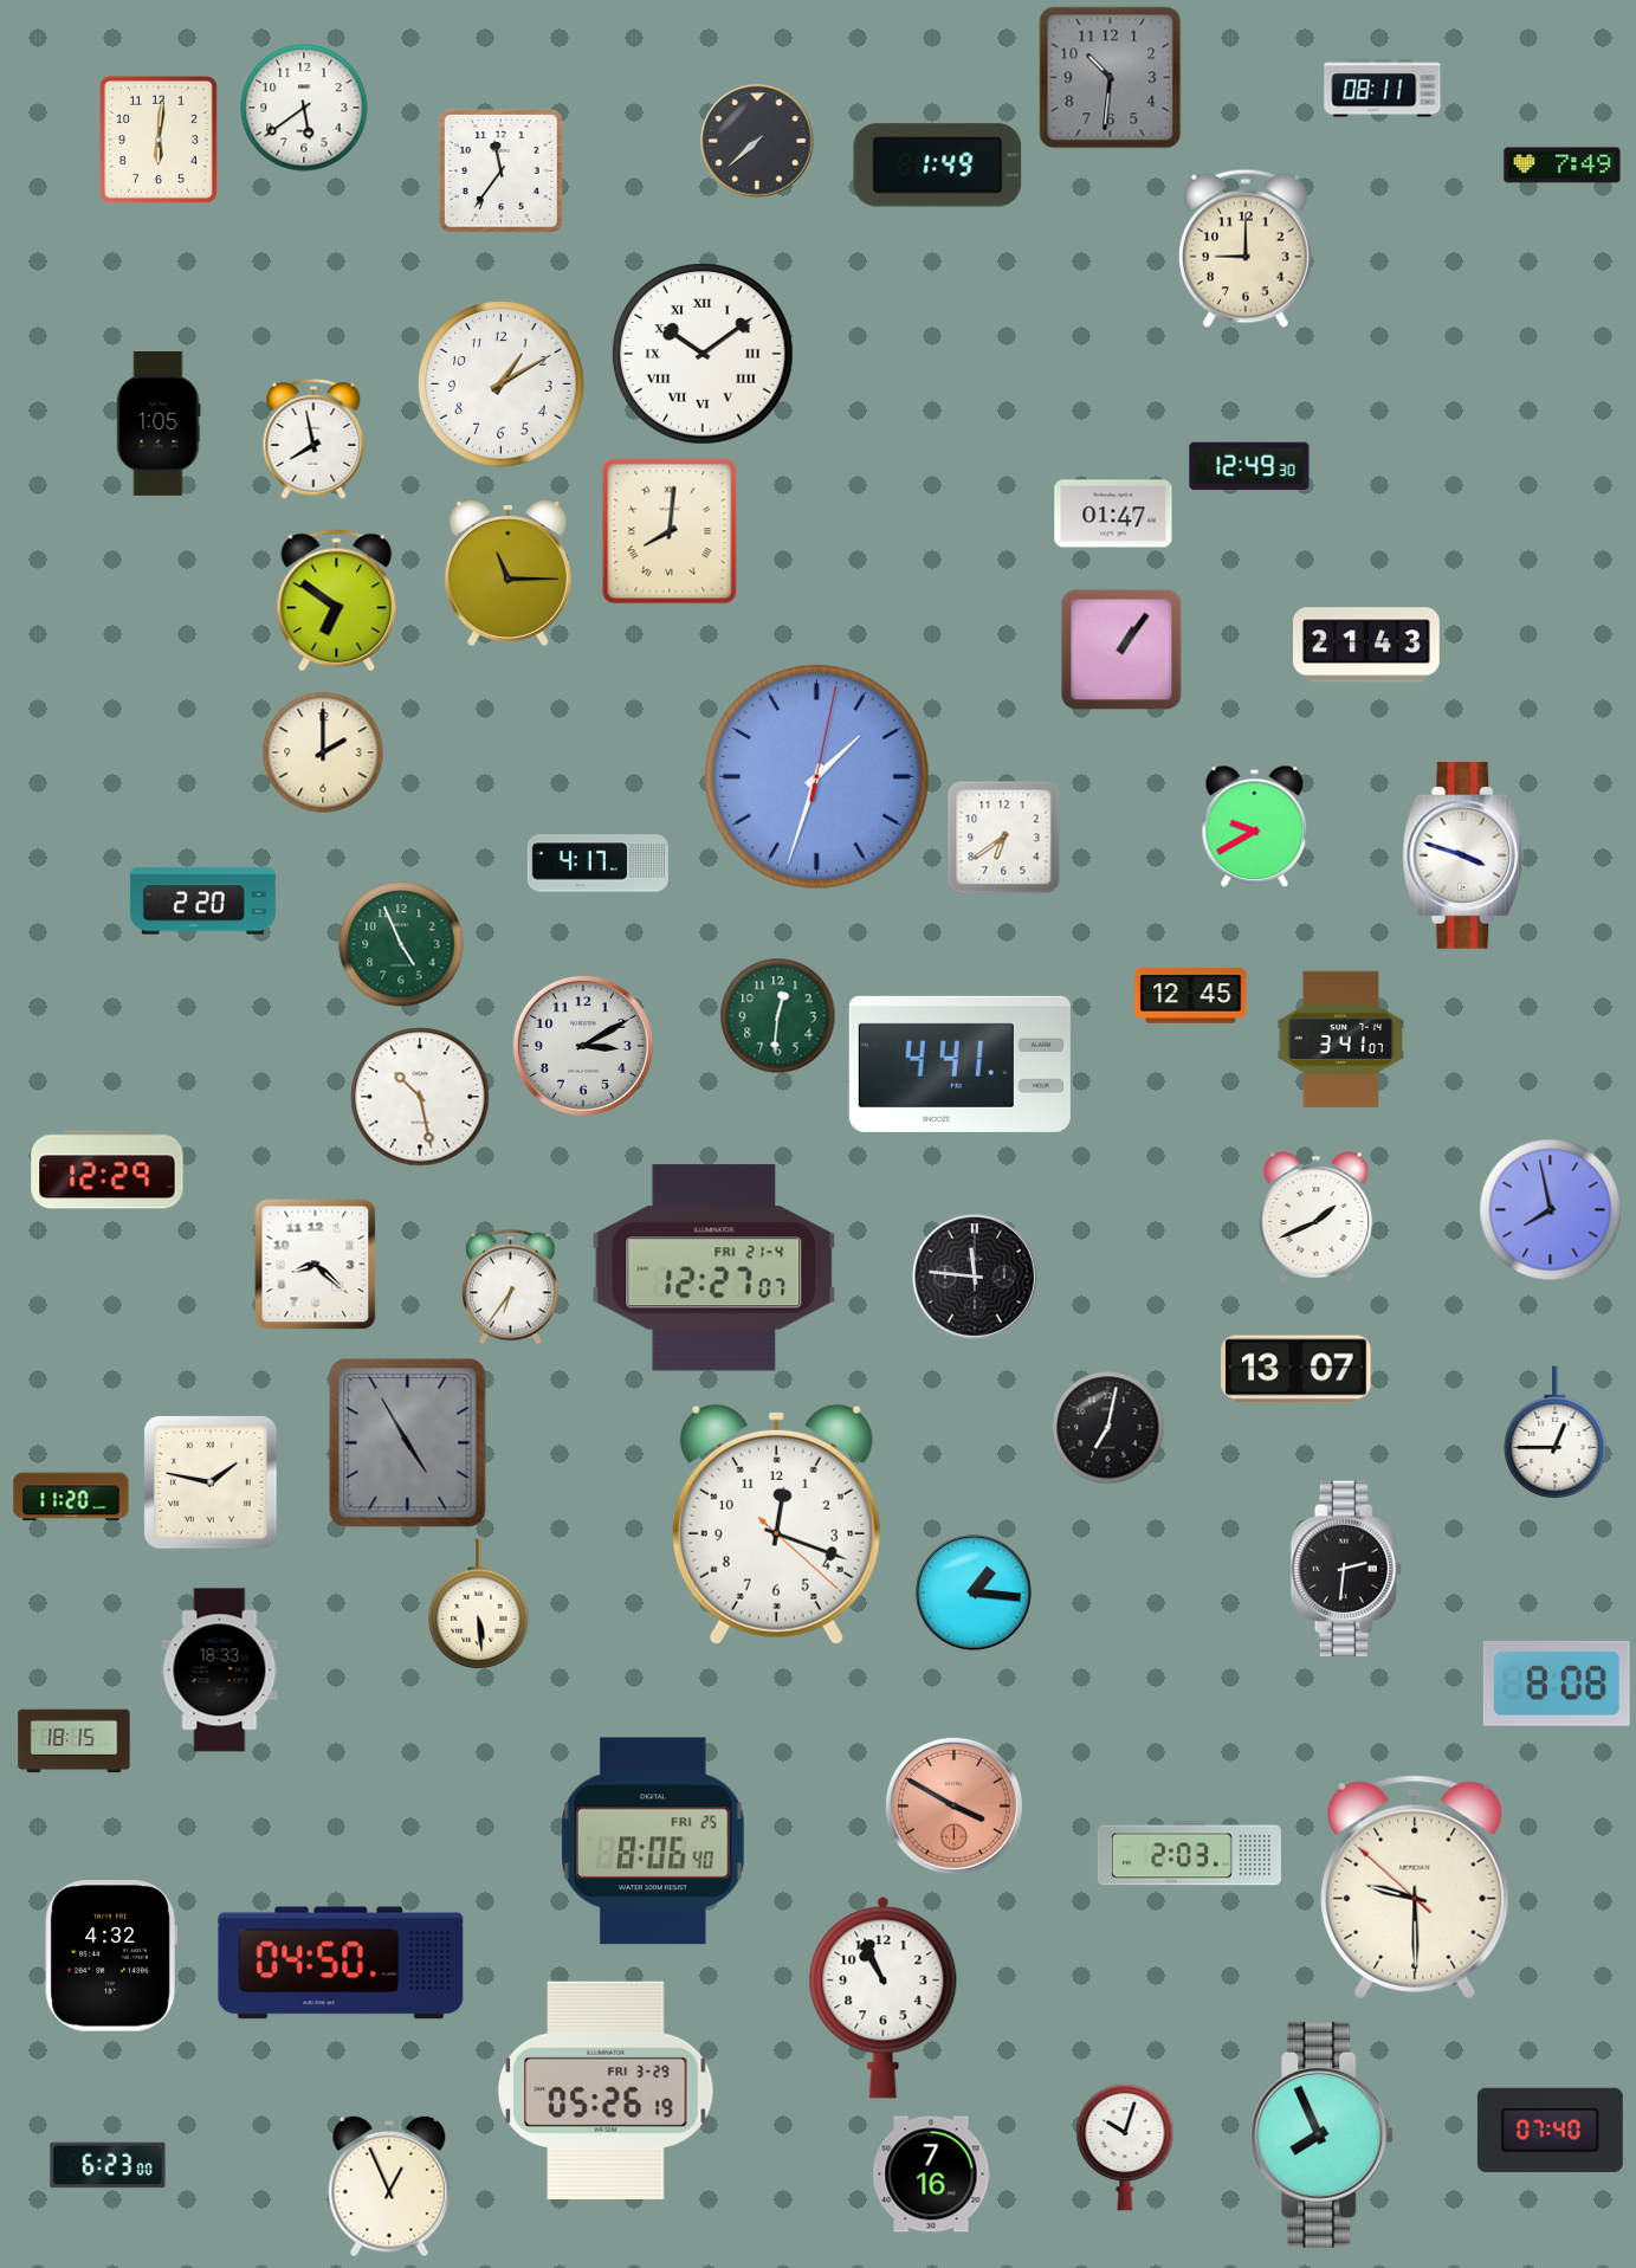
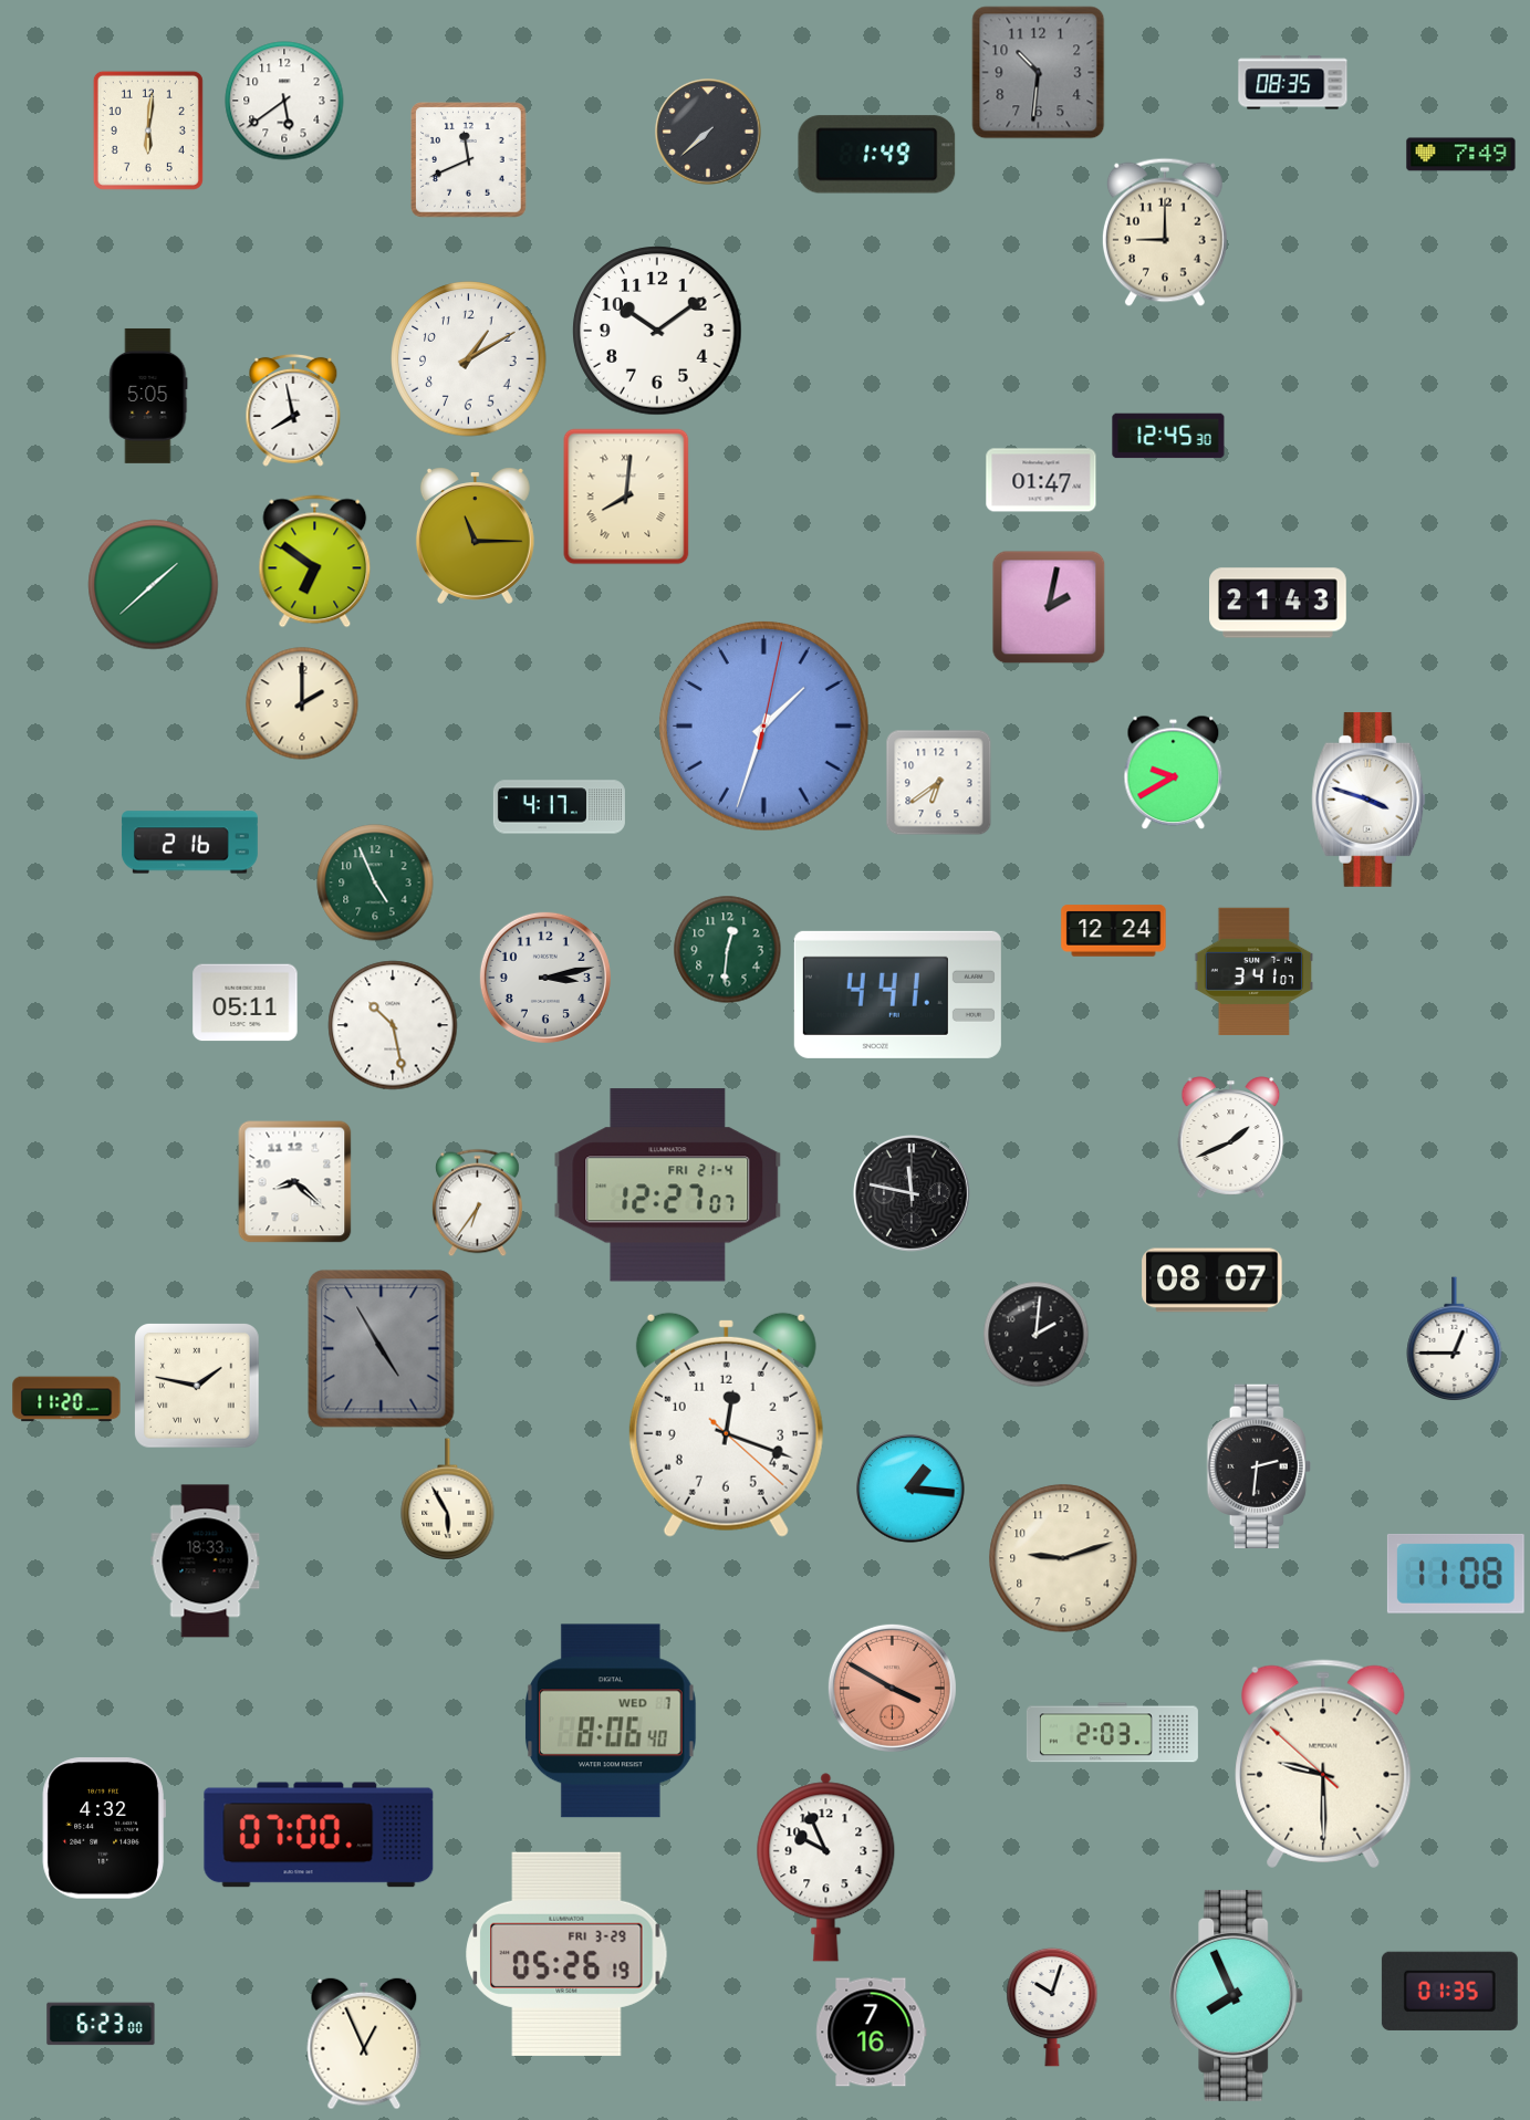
clock at (1383, 89): 08:11 -> 08:35
clock at (502, 172): 11:36 -> 11:41
clock at (703, 354) numerals: Roman -> Arabic
clock at (159, 424): 1:05 -> 5:05
clock at (1249, 466): 12:49 -> 12:45
clock at (154, 585): none -> 1:38
clock at (1121, 650): 1:06 -> 2:02
clock at (202, 902): 2:20 -> 2:16
clock at (1191, 996): 12:45 -> 12:24
clock at (583, 1046): 3:10 -> 3:13
clock at (246, 1003): none -> 05:11
clock at (108, 1170): 12:29 -> none
clock at (1551, 1210): 7:58 -> none
clock at (976, 1278): 11:46 -> 11:47
clock at (1296, 1370): 13:07 -> 08:07
clock at (1108, 1428): 7:02 -> 2:01
clock at (479, 1604): 5:29 -> 5:55
clock at (1063, 1558): none -> 9:12
clock at (1557, 1684): 8:08 -> 11:08
clock at (75, 1742): 18:15 -> none
clock at (654, 1841) date: FRI 25 -> WED 7
clock at (341, 1963): 04:50 -> 07:00
clock at (884, 1998): 10:56 -> 9:56
clock at (1550, 2130): 07:40 -> 01:35
